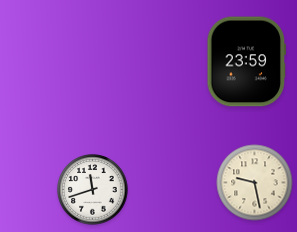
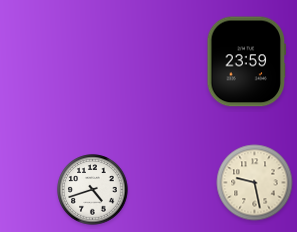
clock at (93, 190): 11:42 -> 4:42
